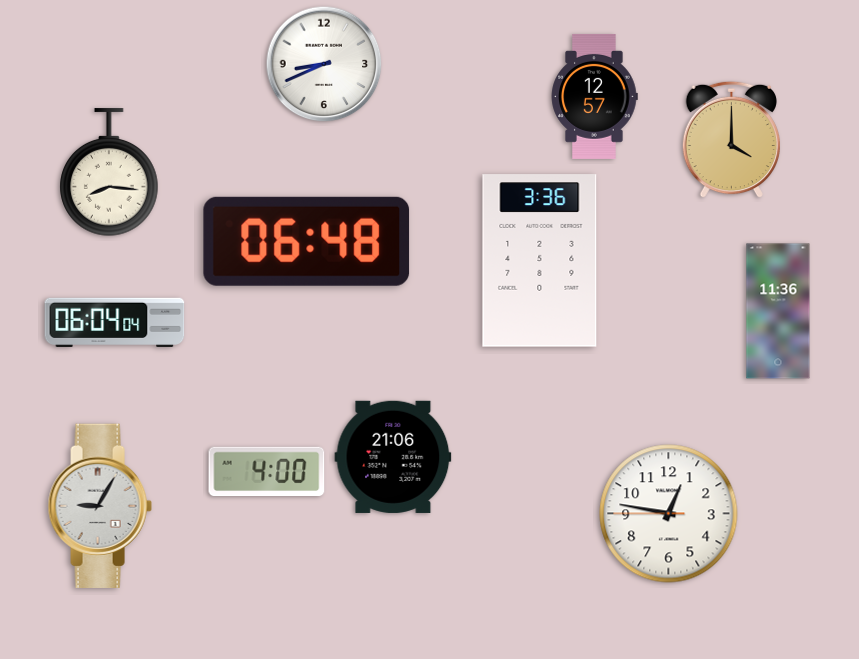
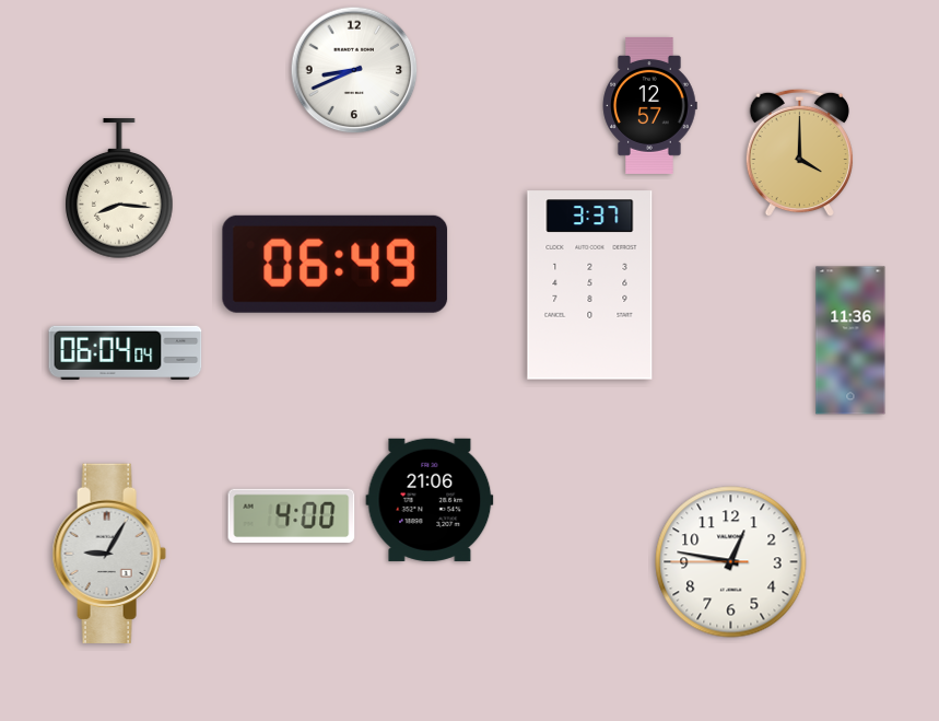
clock at (307, 241): 06:48 -> 06:49
clock at (540, 261): 3:36 -> 3:37
